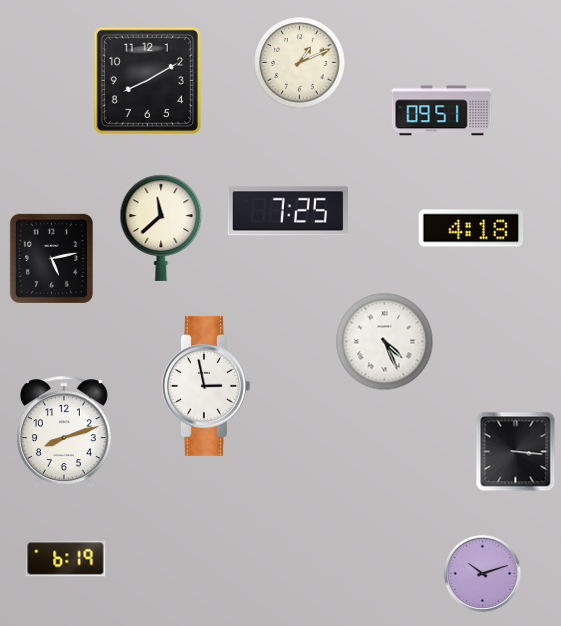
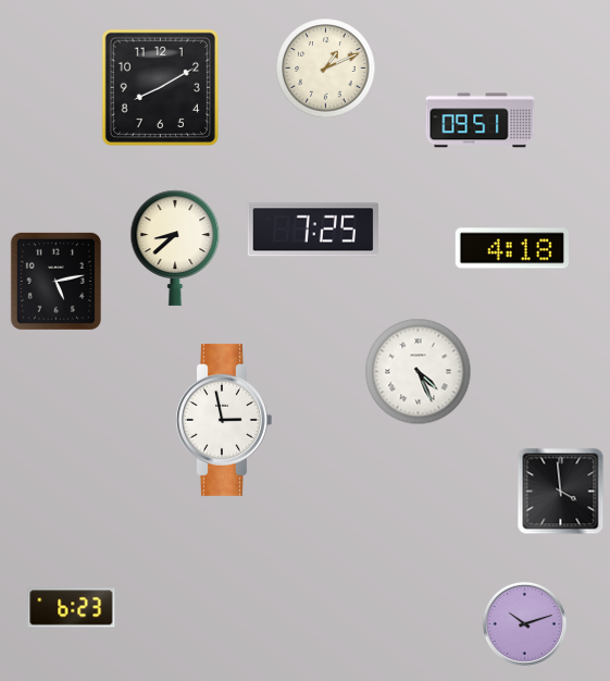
clock at (161, 228): 11:38 -> 8:38
clock at (64, 432): 8:12 -> none
clock at (516, 452): 3:16 -> 3:59
clock at (66, 559): 6:19 -> 6:23
